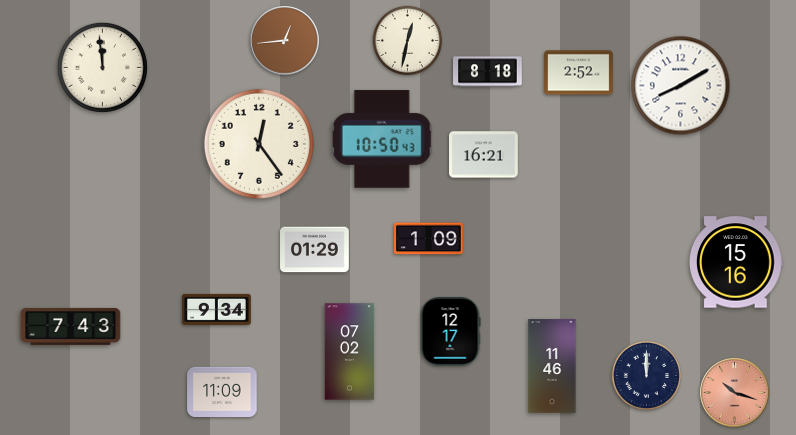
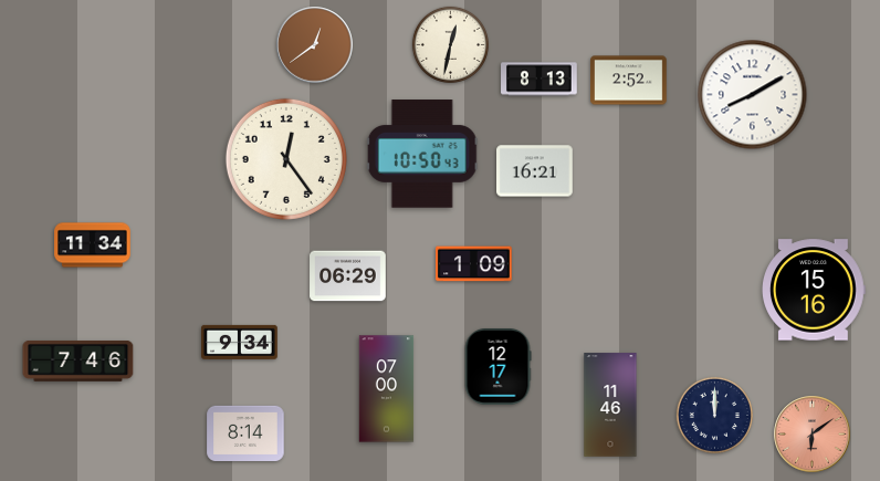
clock at (285, 41): 12:44 -> 12:39
clock at (102, 67): 11:59 -> none
clock at (488, 72): 8:18 -> 8:13
clock at (579, 73) position: (579, 73) -> (629, 81)
clock at (93, 245): none -> 11:34
clock at (315, 250): 01:29 -> 06:29
clock at (71, 326): 7:43 -> 7:46
clock at (350, 352): 07:02 -> 07:00
clock at (222, 391): 11:09 -> 8:14
clock at (735, 393): 10:18 -> 6:09
